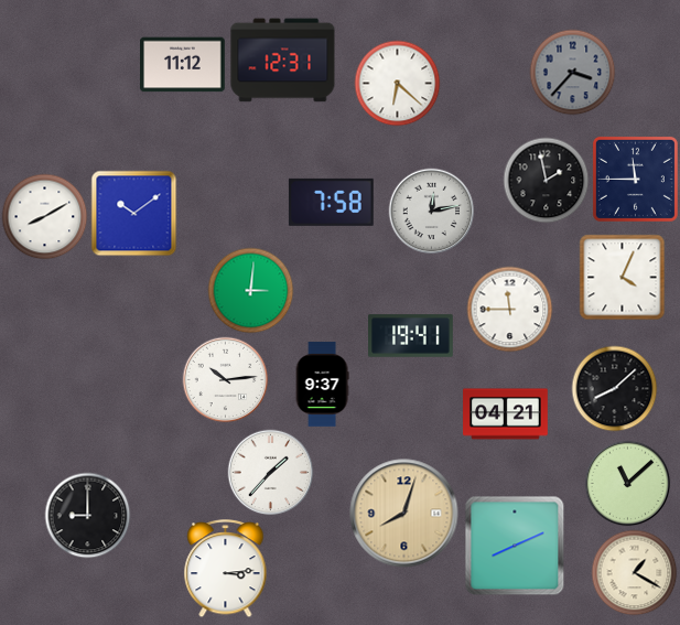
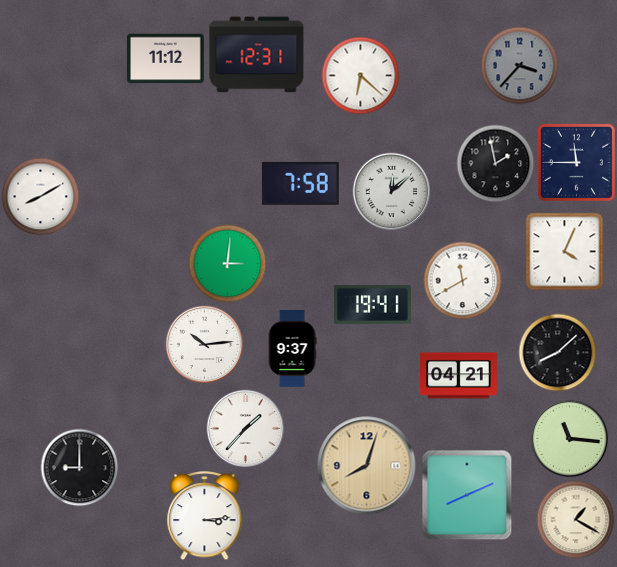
clock at (431, 211): 12:13 -> 12:08
clock at (133, 213): 10:09 -> none
clock at (509, 309): 11:45 -> 11:40
clock at (627, 483): 11:08 -> 11:16
